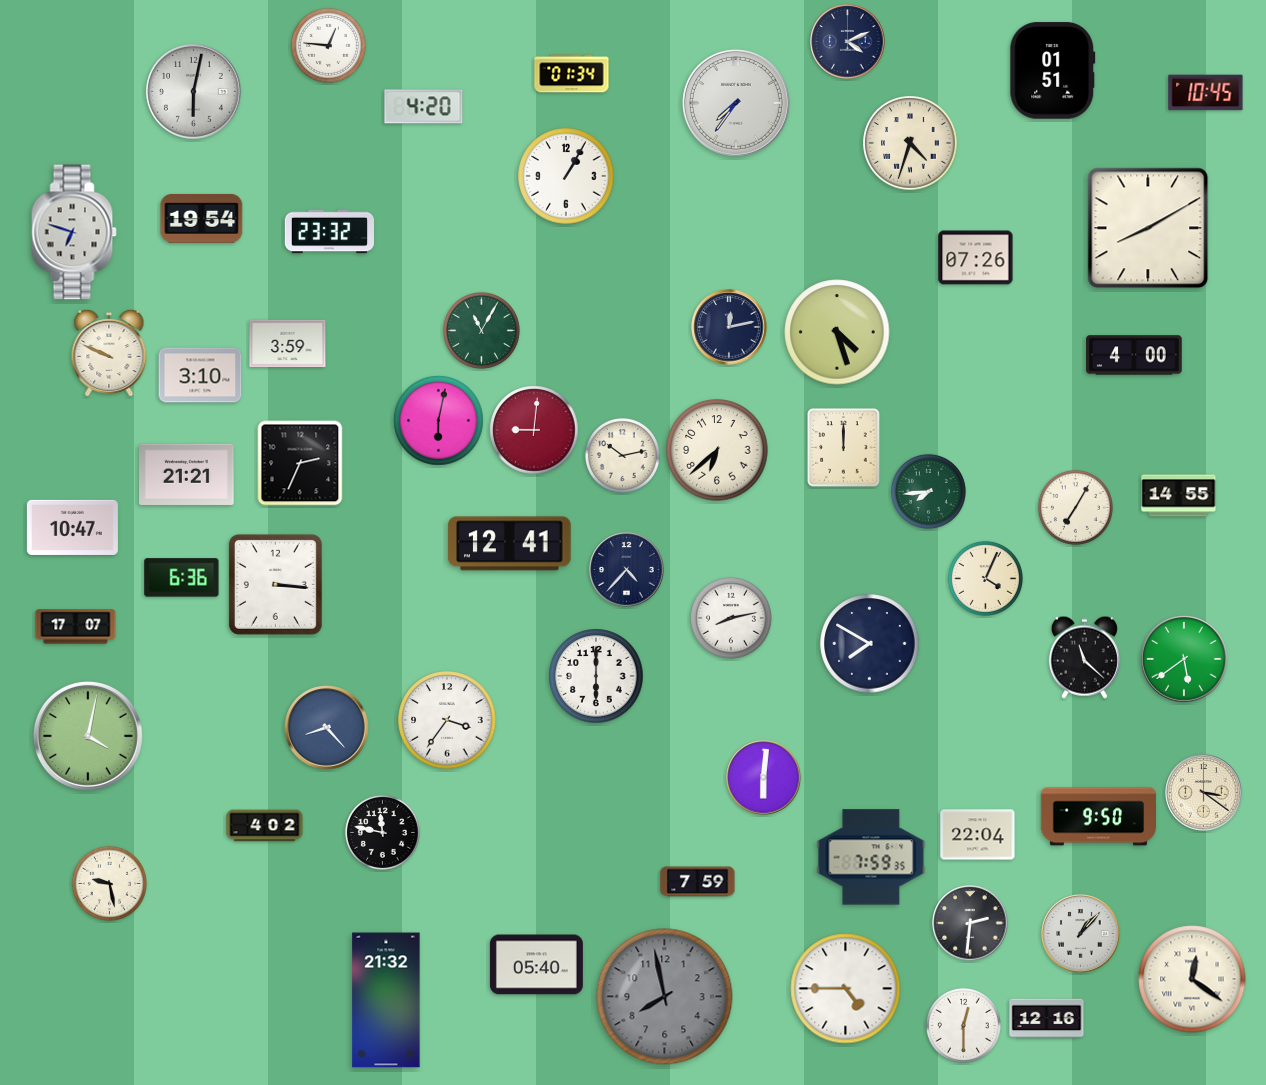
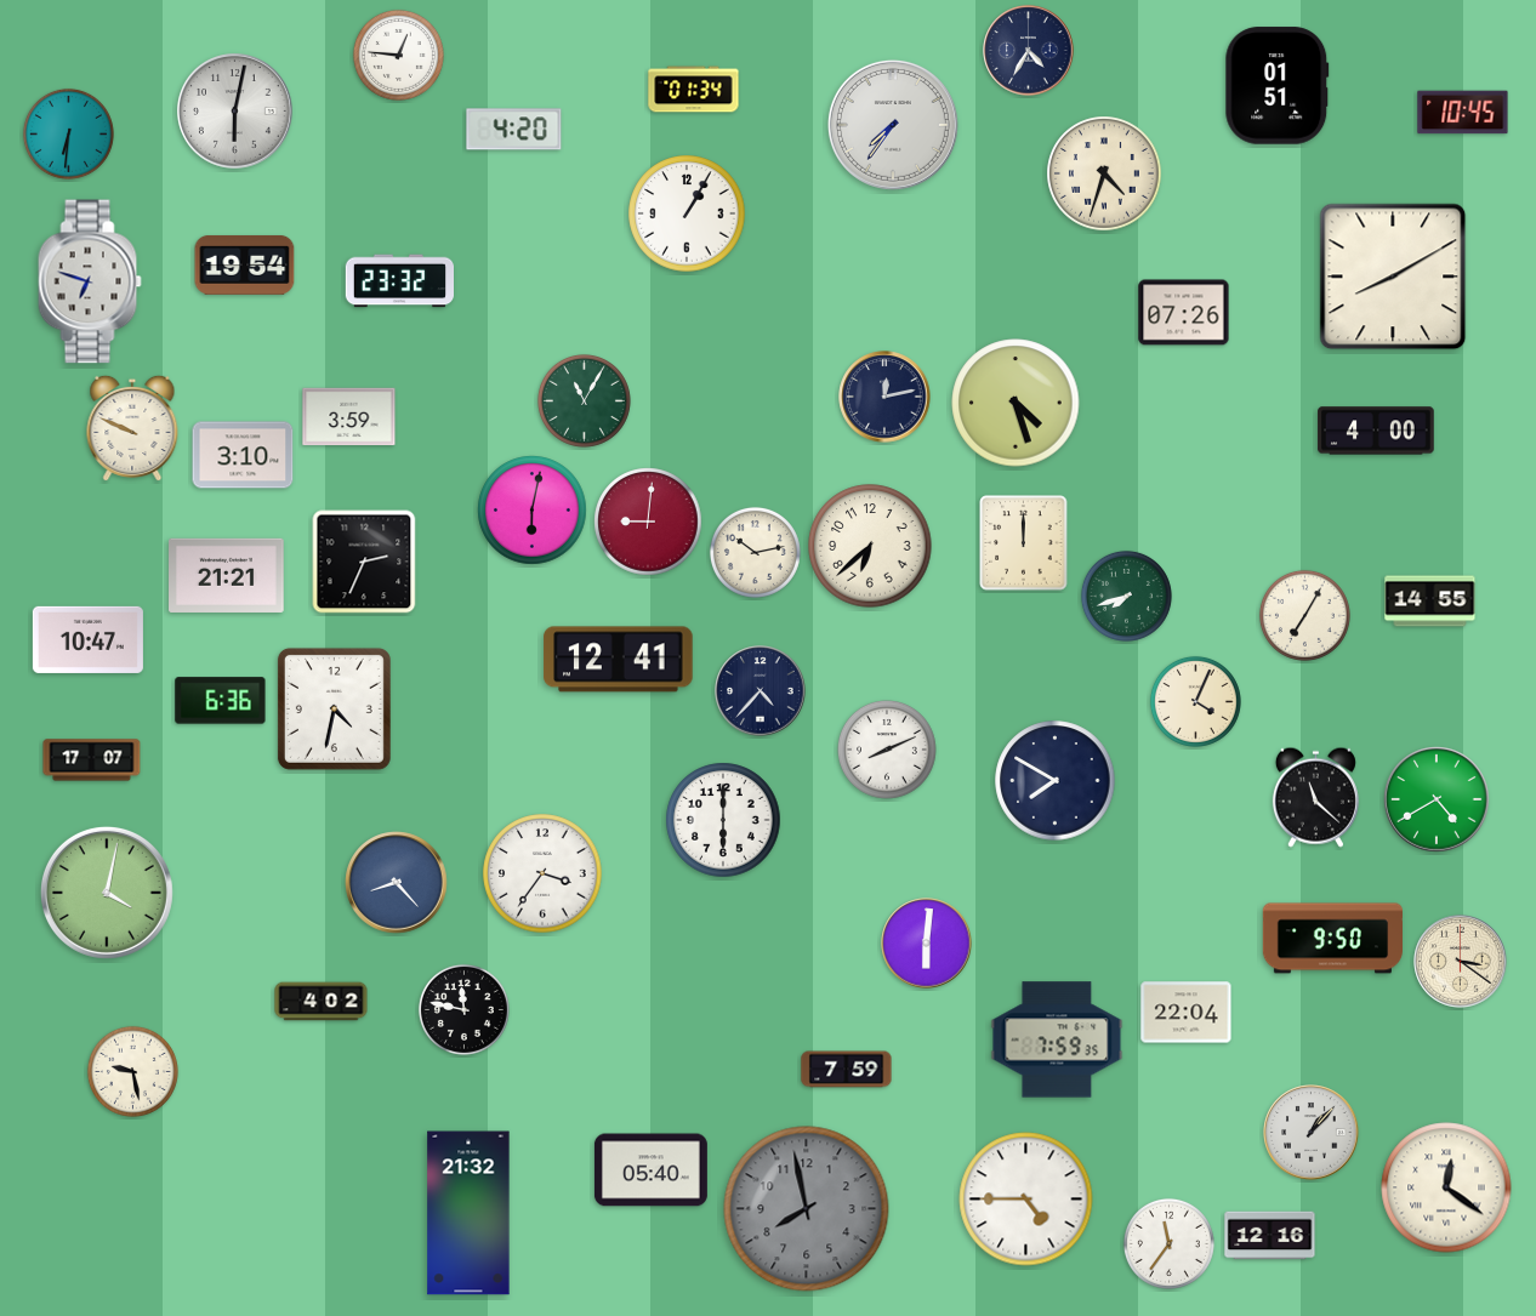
clock at (848, 42): 4:11 -> 4:35
clock at (68, 133): none -> 6:31
clock at (928, 491): 7:44 -> 7:42
clock at (275, 584): 3:16 -> 4:32
clock at (732, 619): 8:13 -> 8:11
clock at (1184, 659): 5:39 -> 4:40
clock at (1098, 817) position: (1098, 817) -> (1332, 939)
clock at (970, 923): 2:31 -> none
clock at (963, 1025): 12:30 -> 11:36
